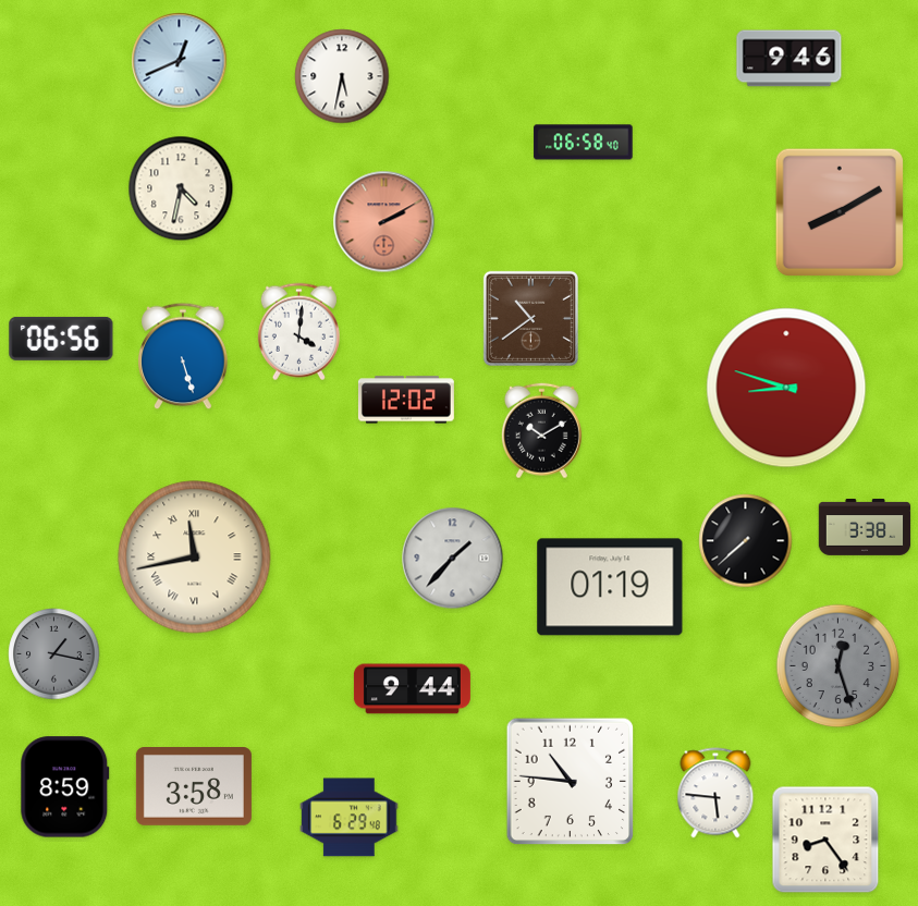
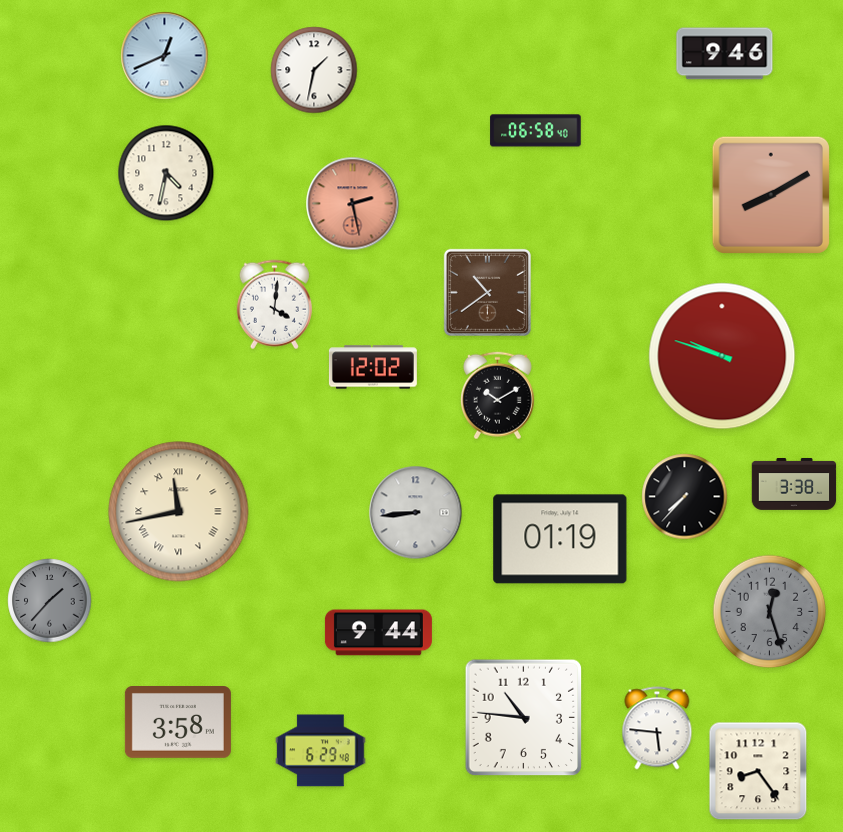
clock at (342, 76): 5:32 -> 1:32
clock at (384, 222): 2:10 -> 2:28
clock at (61, 339): 06:56 -> none
clock at (183, 356): 5:27 -> none
clock at (786, 388): 8:48 -> 9:48
clock at (746, 541): 7:38 -> 7:37
clock at (453, 559): 1:37 -> 8:44
clock at (54, 654): 1:17 -> 1:37
clock at (65, 787): 8:59 -> none
